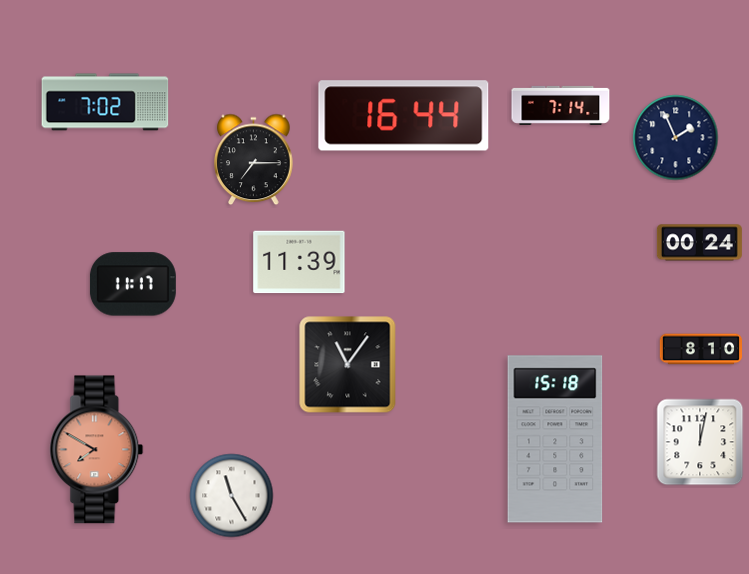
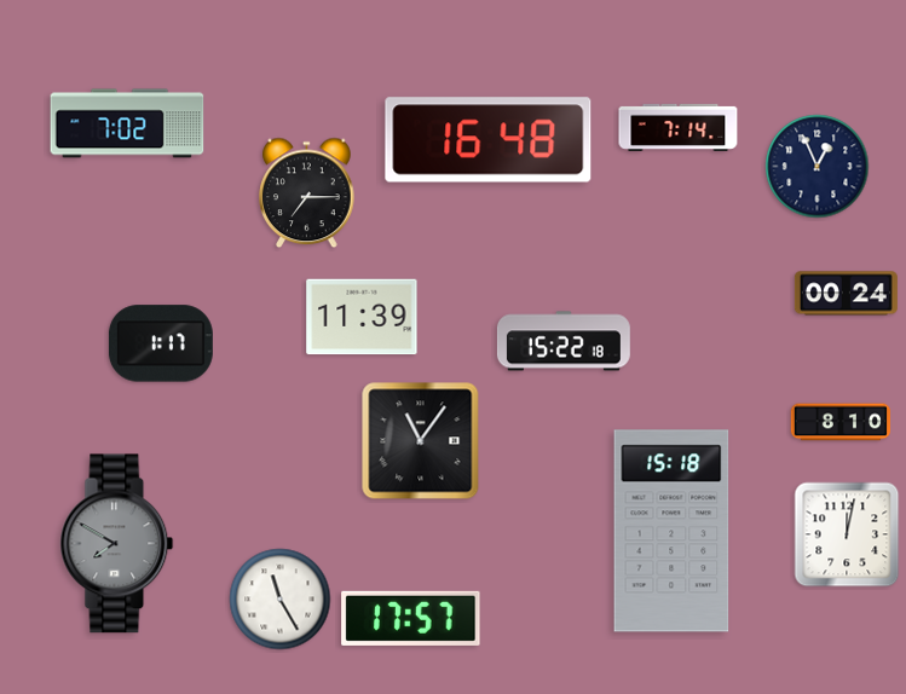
clock at (404, 116): 16:44 -> 16:48
clock at (676, 138): 1:56 -> 12:56
clock at (564, 341): none -> 15:22
clock at (133, 284): 11:17 -> 1:17
clock at (701, 349) position: (701, 349) -> (841, 422)
clock at (97, 450) dial: salmon -> grey
clock at (411, 618): none -> 17:57
